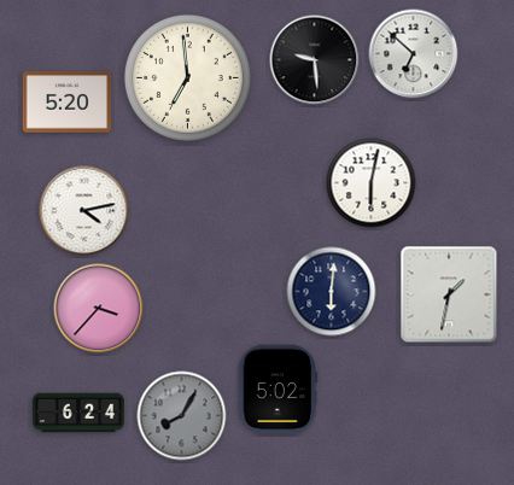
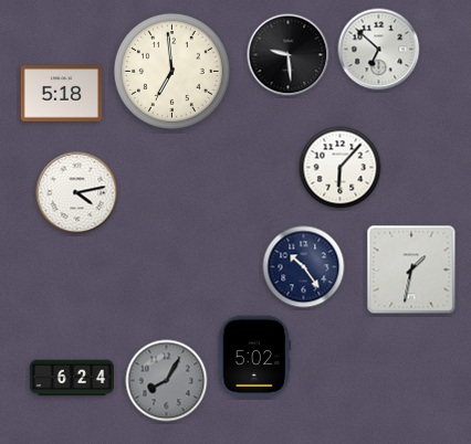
clock at (68, 103): 5:20 -> 5:18
clock at (372, 183): 6:02 -> 6:07
clock at (332, 292): 6:01 -> 10:24
clock at (99, 309): 3:37 -> none
